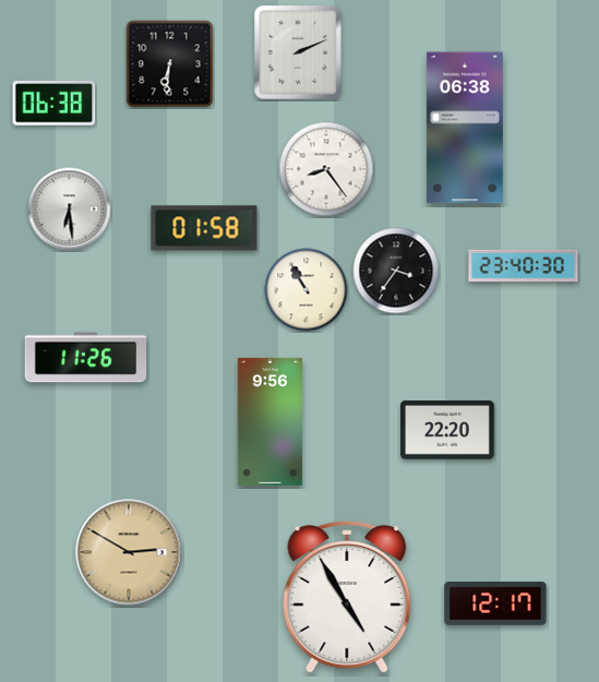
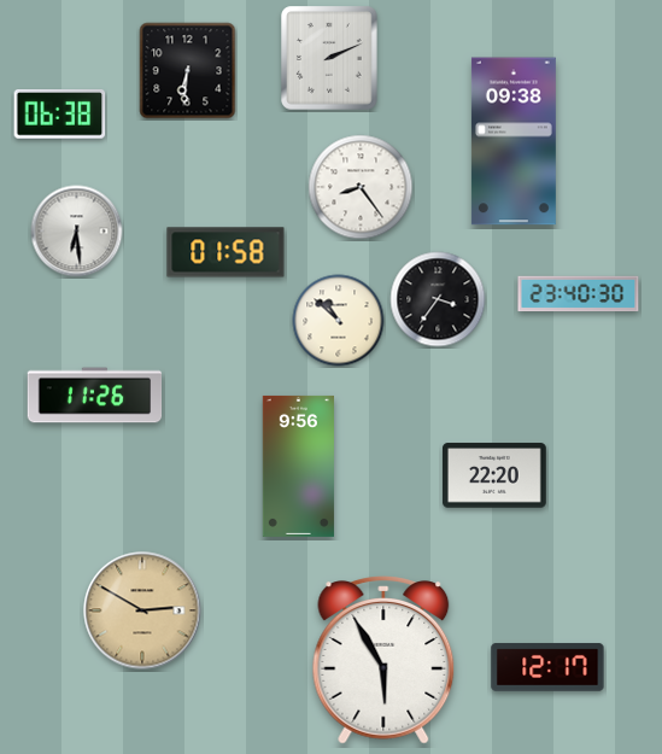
clock at (465, 128): 06:38 -> 09:38
clock at (307, 290): 10:55 -> 10:52
clock at (347, 597): 4:55 -> 5:55
